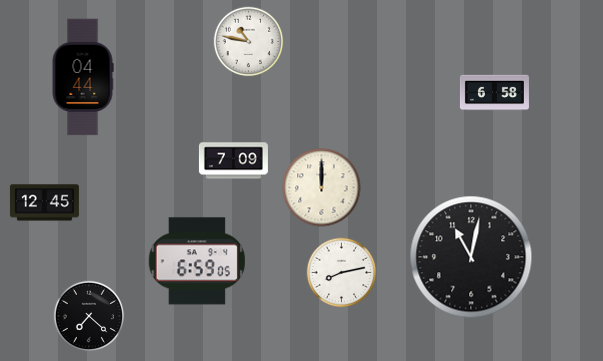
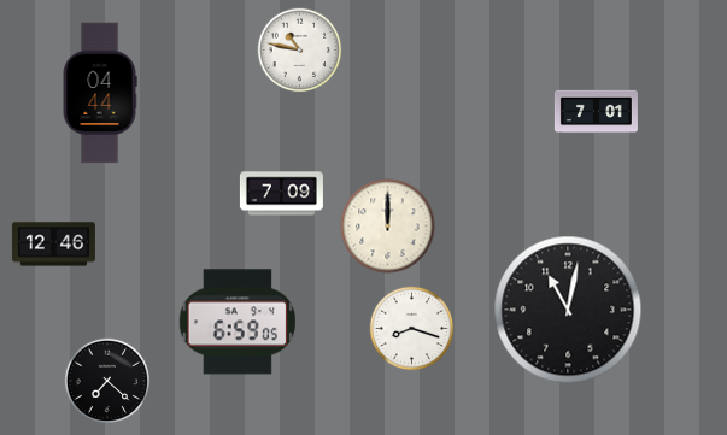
clock at (494, 93): 6:58 -> 7:01
clock at (44, 203): 12:45 -> 12:46
clock at (197, 261) position: (197, 261) -> (238, 322)
clock at (342, 273): 8:13 -> 8:18
